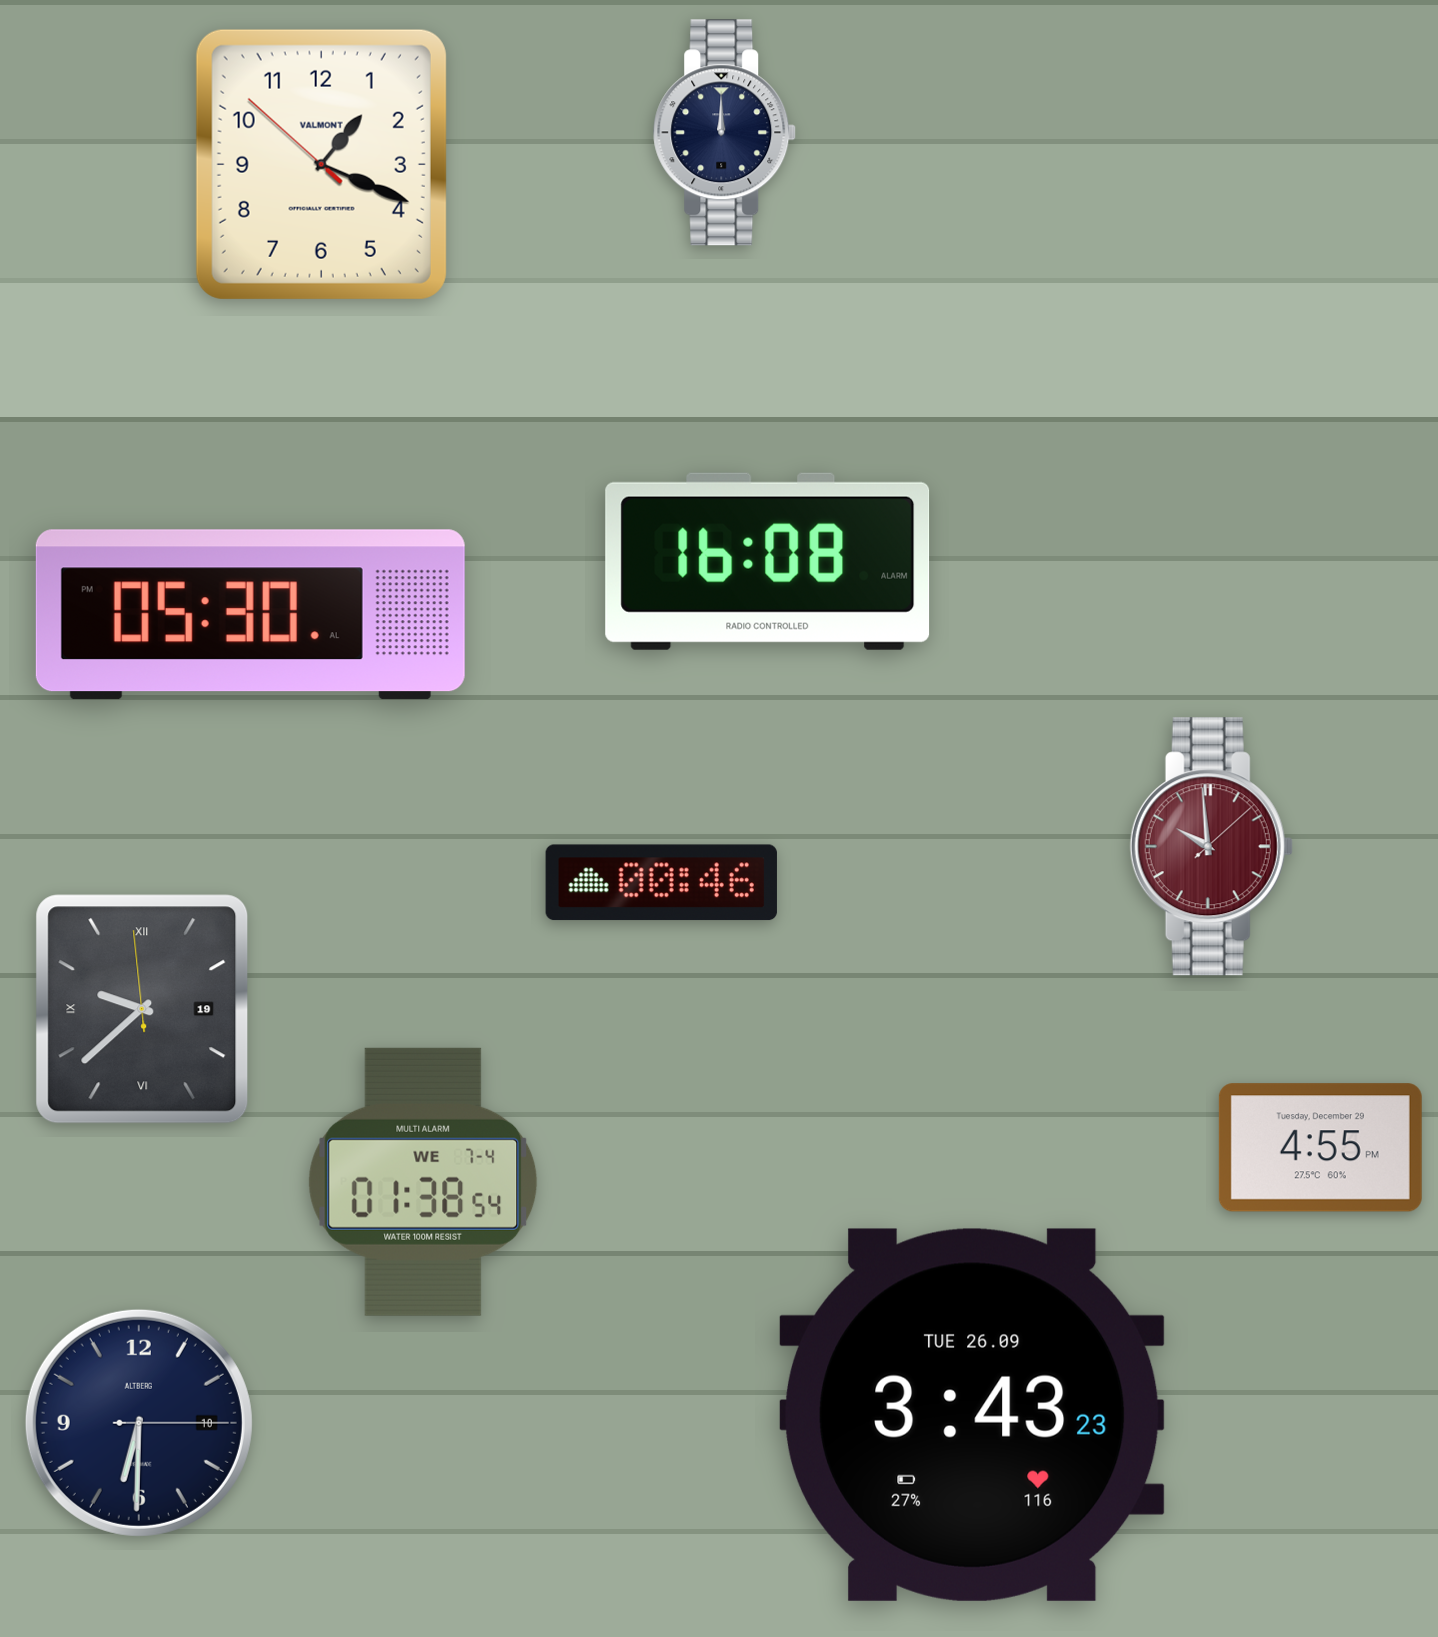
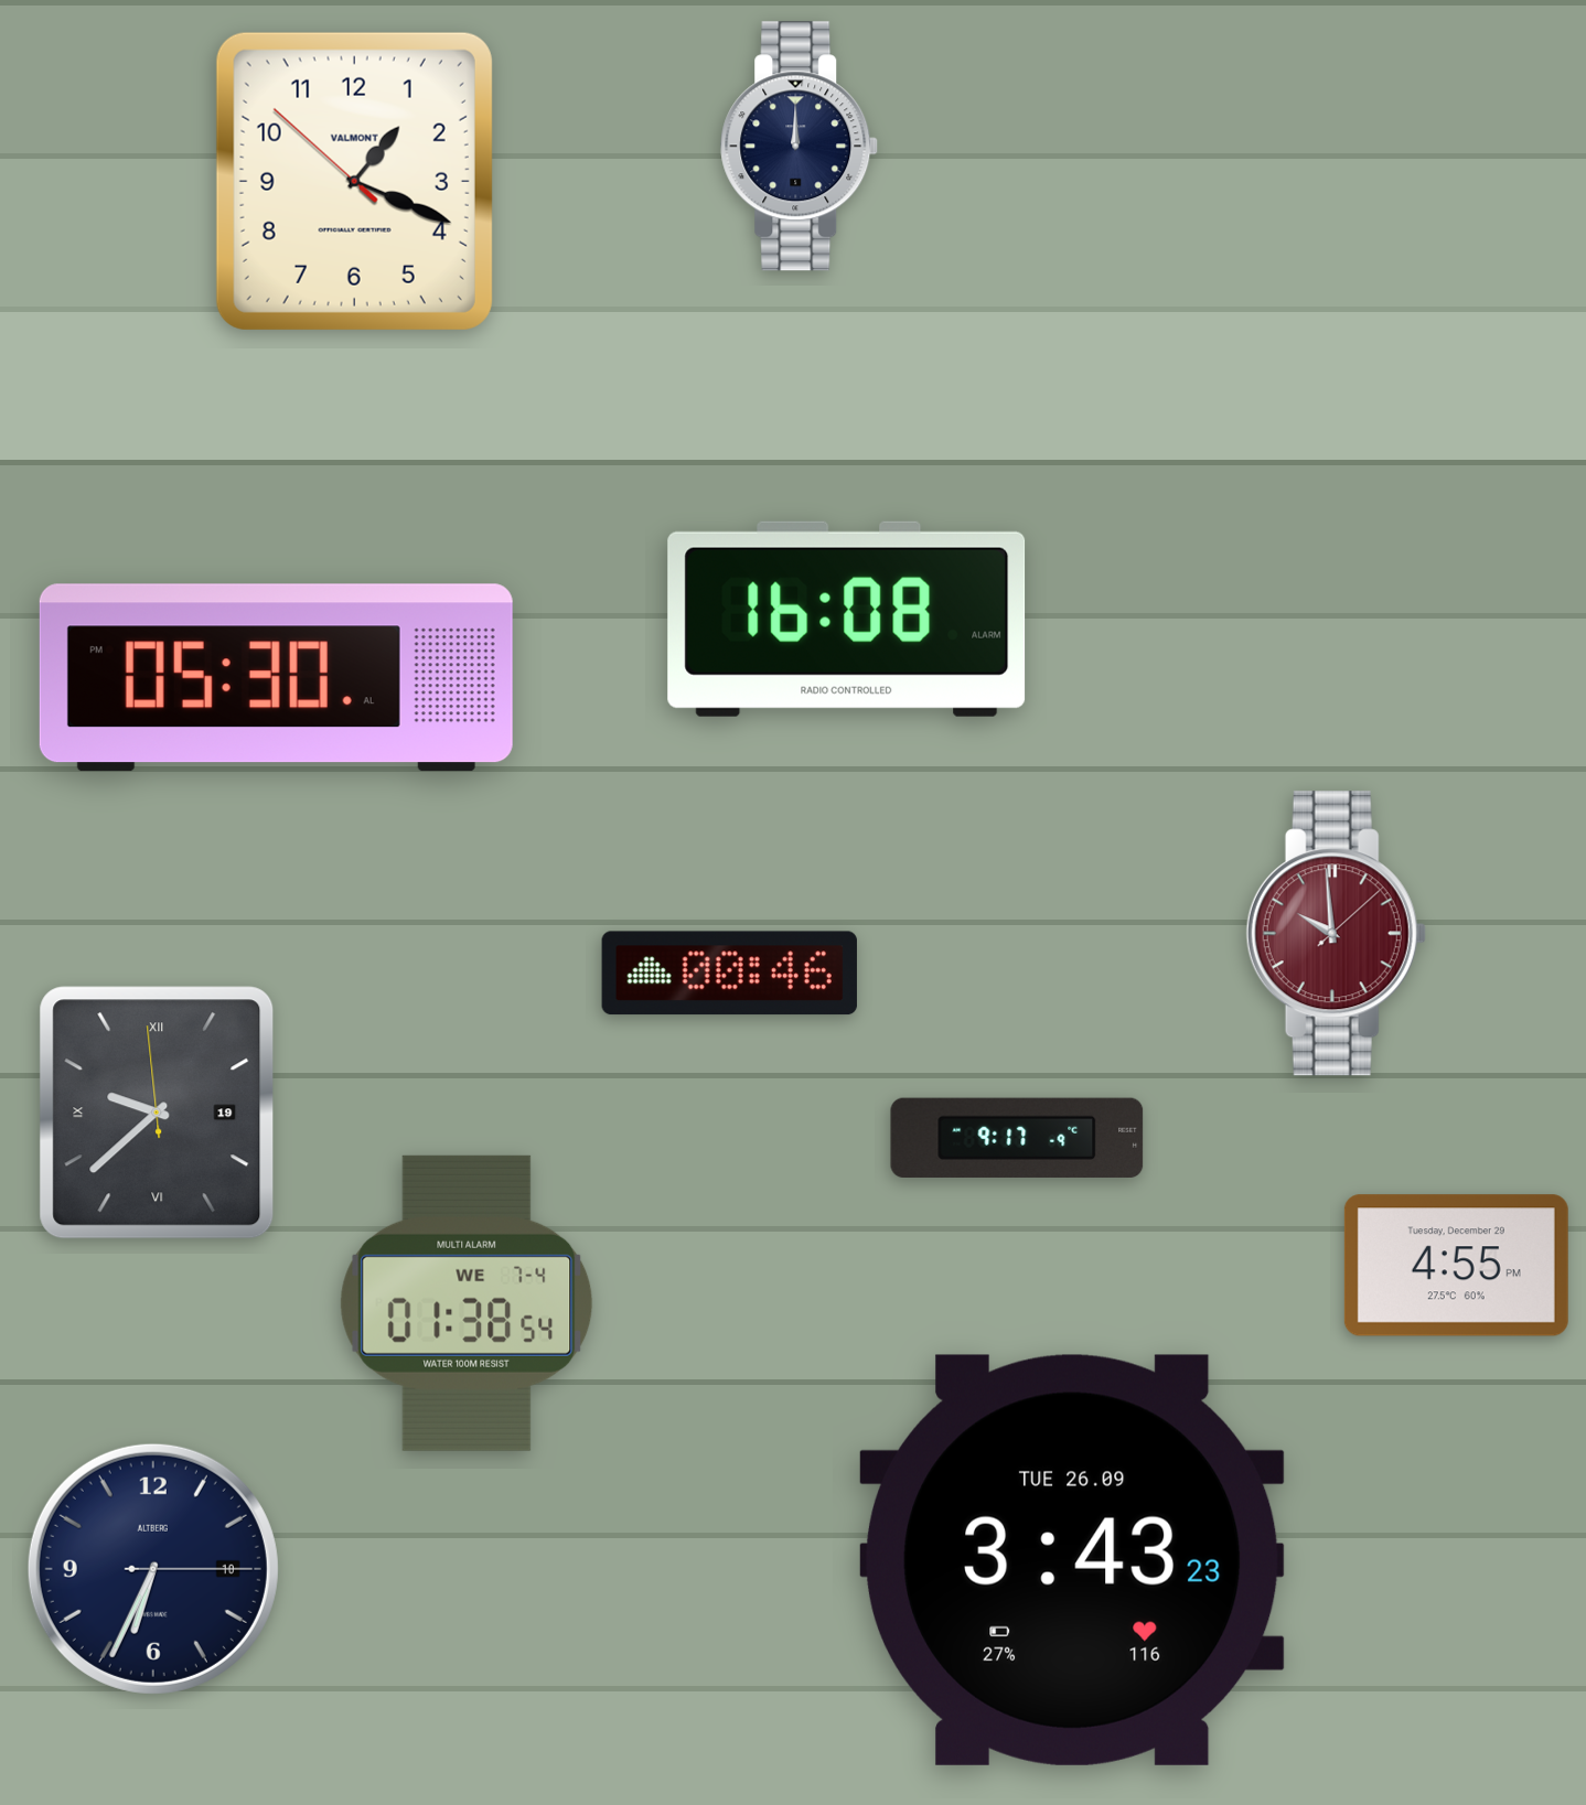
clock at (1017, 1138): none -> 9:17
clock at (139, 1423): 6:30 -> 6:34
